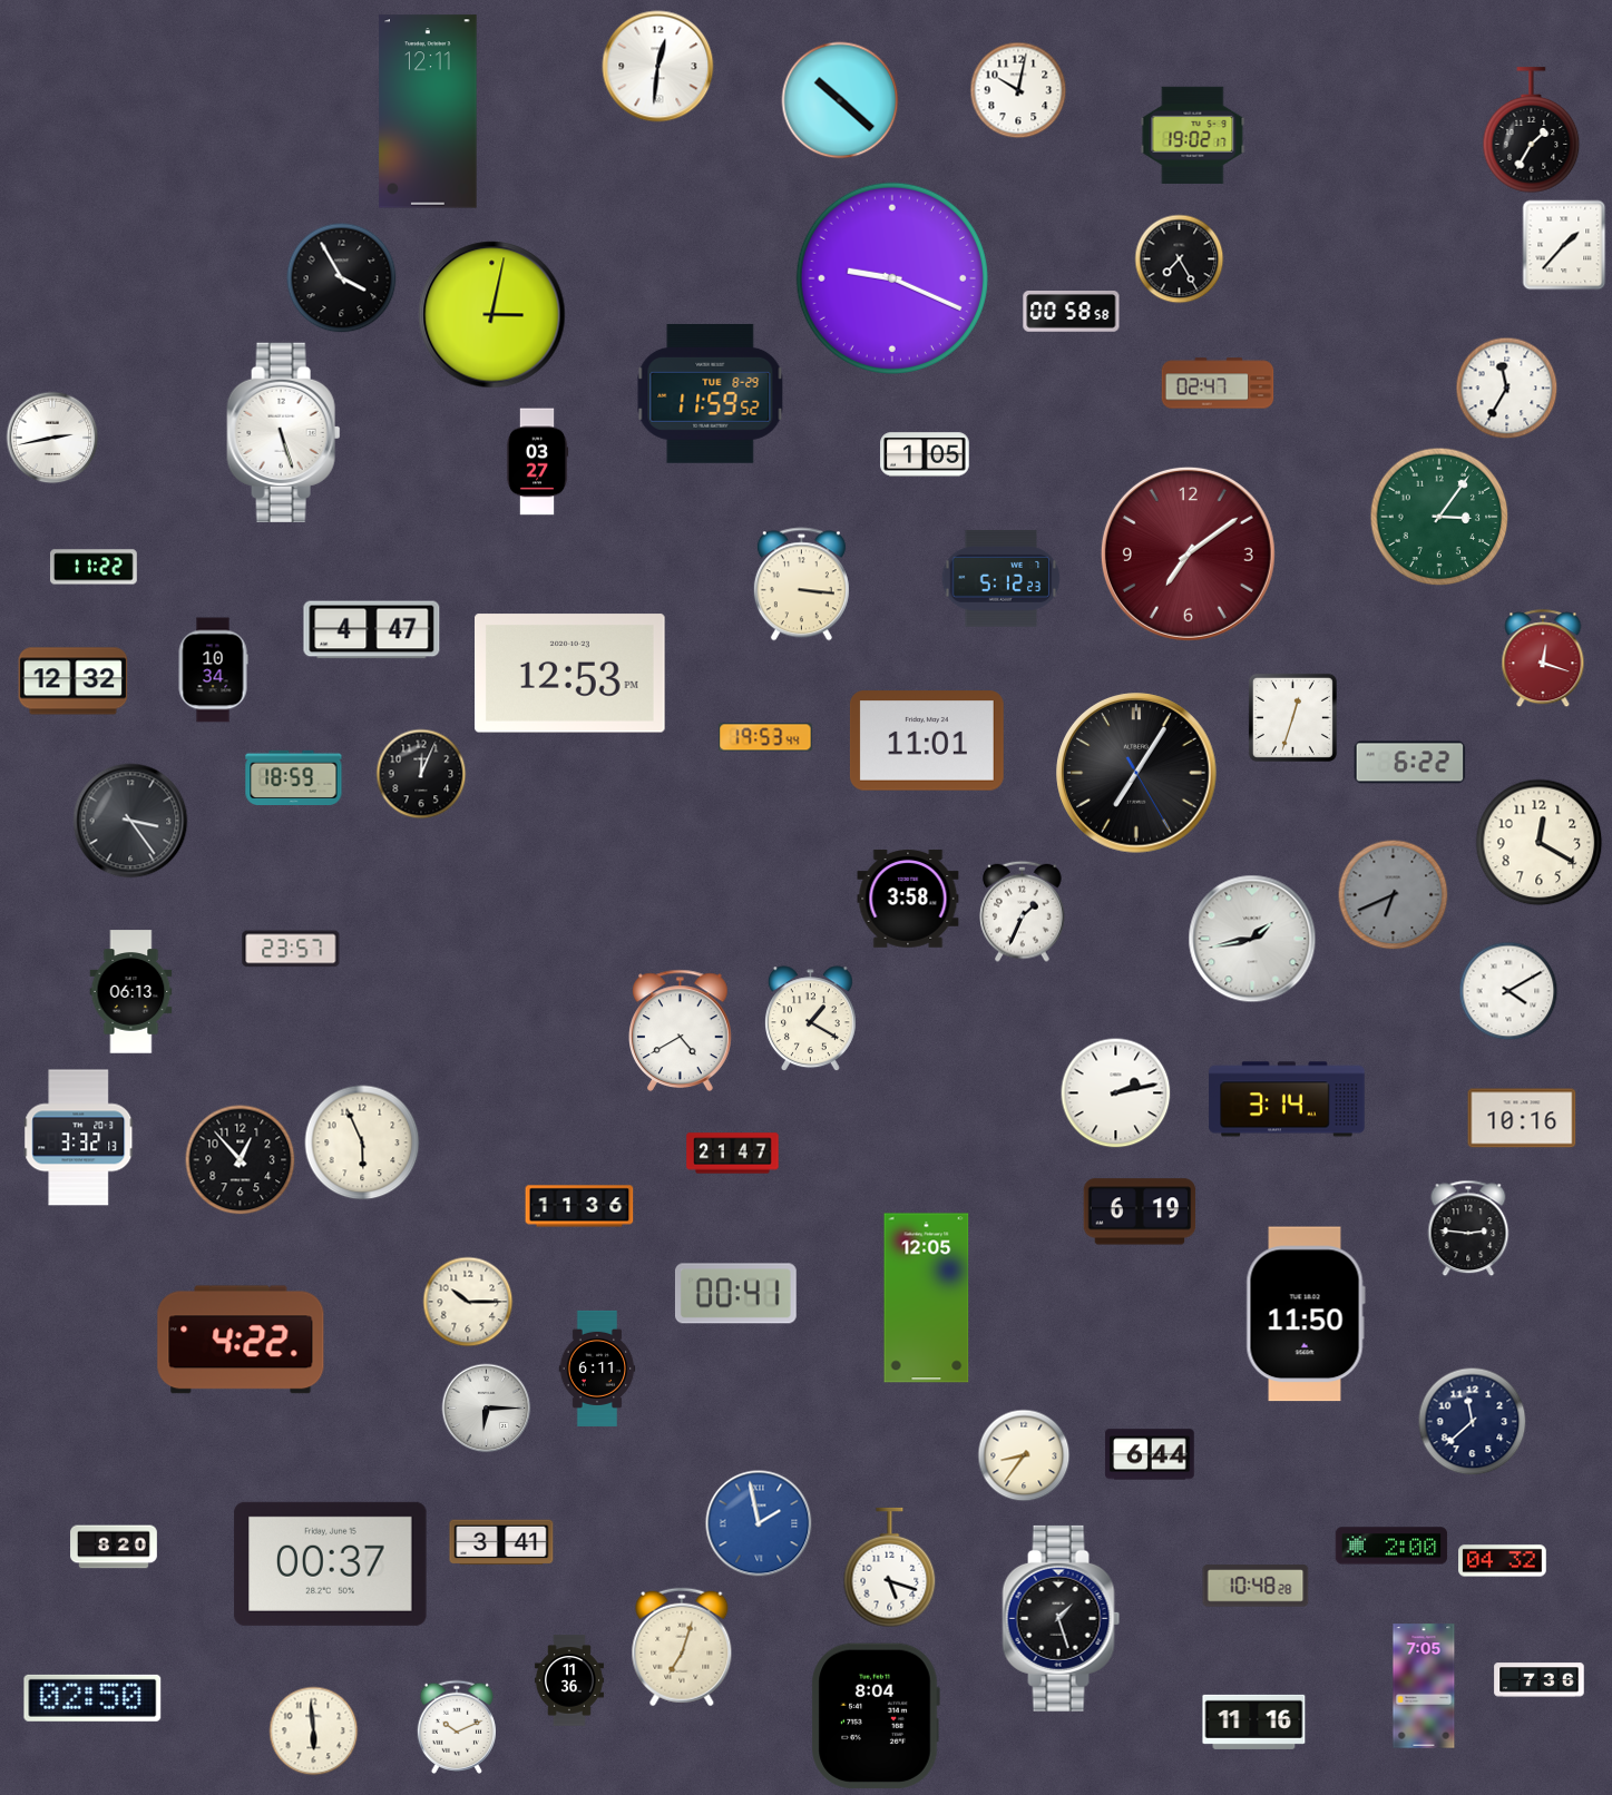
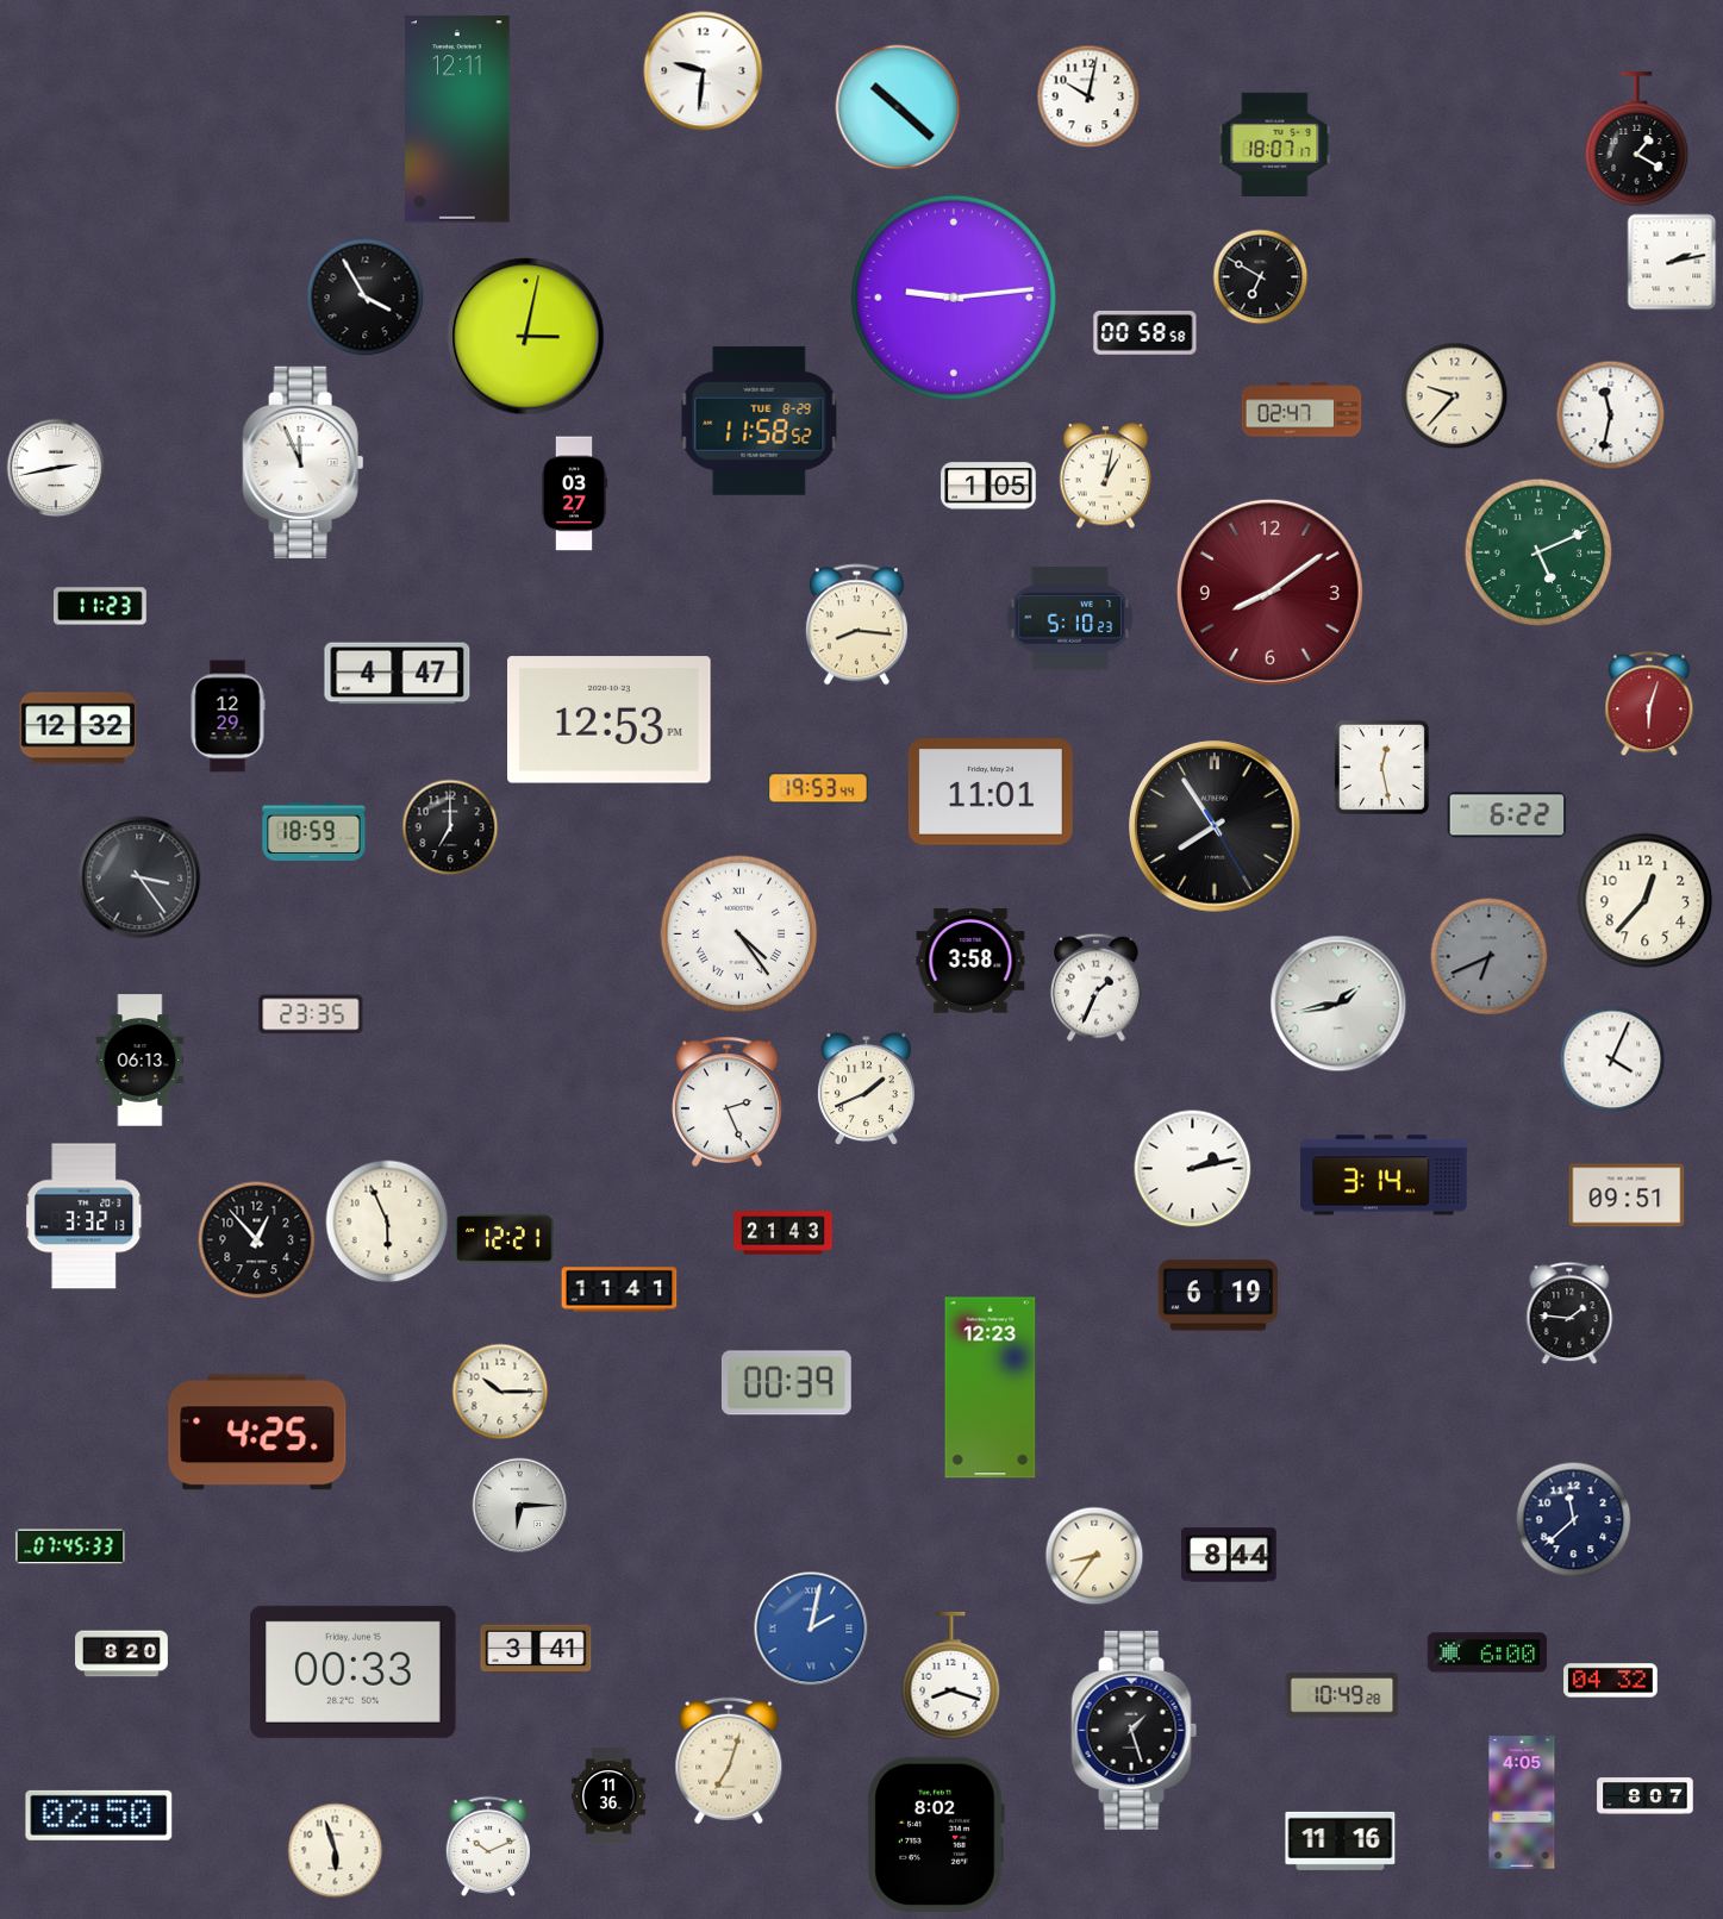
clock at (658, 67): 12:31 -> 9:31
clock at (1532, 130): 1:35 -> 1:20
clock at (1193, 135): 19:02 -> 18:07
clock at (1564, 245): 1:37 -> 2:13
clock at (1180, 259): 7:25 -> 6:50
clock at (892, 278): 9:19 -> 9:14
clock at (1455, 396): none -> 9:37
clock at (1507, 389): 11:35 -> 11:32
clock at (711, 393): 11:59 -> 11:58
clock at (284, 432): 5:27 -> 11:56
clock at (1106, 476): none -> 1:02
clock at (1439, 517): 3:06 -> 5:11
clock at (1188, 553): 7:09 -> 8:09
clock at (95, 567): 11:22 -> 11:23
clock at (1002, 578): 5:12 -> 5:10
clock at (801, 585): 3:16 -> 8:16
clock at (1543, 659): 12:18 -> 6:03
clock at (213, 670): 10:34 -> 12:29
clock at (1292, 717): 12:33 -> 12:28
clock at (1136, 773): 7:05 -> 7:54
clock at (421, 774): 12:04 -> 7:00
clock at (1540, 843): 12:20 -> 12:37
clock at (739, 935): none -> 4:24
clock at (1023, 911) position: (1023, 911) -> (1097, 987)
clock at (291, 949): 23:57 -> 23:35
clock at (1508, 991): 4:10 -> 4:04
clock at (810, 1019): 1:20 -> 1:41
clock at (681, 1030): 4:40 -> 2:26
clock at (1287, 1099) position: (1287, 1099) -> (1384, 1175)
clock at (1522, 1118): 10:16 -> 09:51
clock at (733, 1154): 21:47 -> 21:43
clock at (505, 1239): none -> 12:21
clock at (579, 1206): 11:36 -> 11:41
clock at (1468, 1228): 2:46 -> 1:46
clock at (735, 1294): 00:41 -> 00:39
clock at (927, 1298): 12:05 -> 12:23
clock at (1306, 1314): 11:50 -> none
clock at (241, 1340): 4:22 -> 4:25
clock at (597, 1369): 6:11 -> none
clock at (70, 1546): none -> 07:45
clock at (1150, 1454): 6:44 -> 8:44
clock at (759, 1523): 1:58 -> 2:02
clock at (1391, 1546): 2:00 -> 6:00
clock at (1503, 1561) position: (1503, 1561) -> (1611, 1681)
clock at (331, 1563): 00:37 -> 00:33
clock at (890, 1568): 5:18 -> 8:18
clock at (1256, 1586): 10:48 -> 10:49
clock at (1540, 1680): 7:36 -> 8:07
clock at (1424, 1686): 7:05 -> 4:05
clock at (876, 1716): 8:04 -> 8:02
clock at (314, 1732): 5:59 -> 5:57
